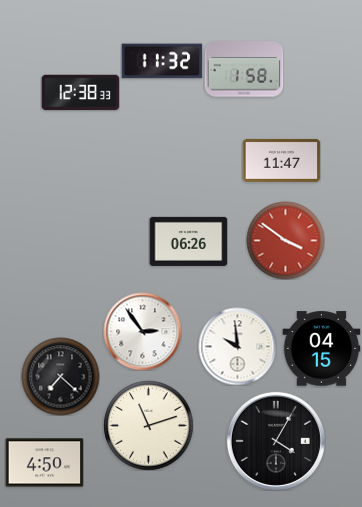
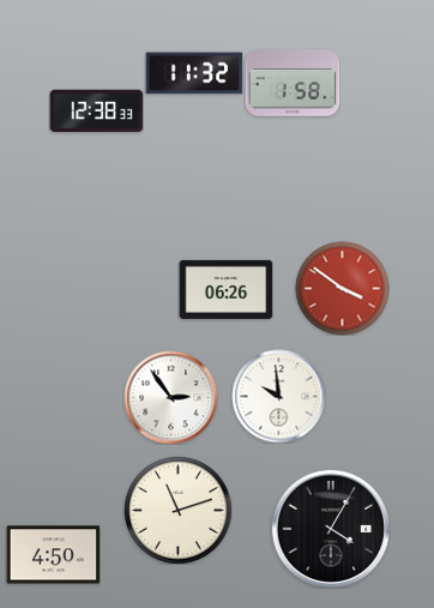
clock at (281, 160): 11:47 -> none
clock at (237, 346) position: (237, 346) -> (278, 396)
clock at (321, 349): 04:15 -> none
clock at (60, 376): 7:22 -> none
